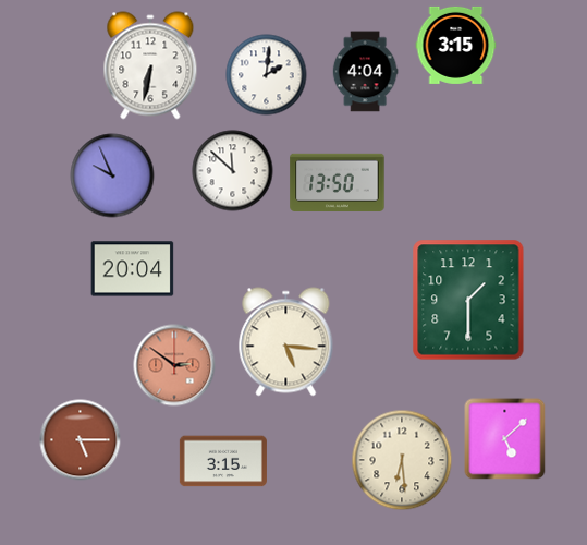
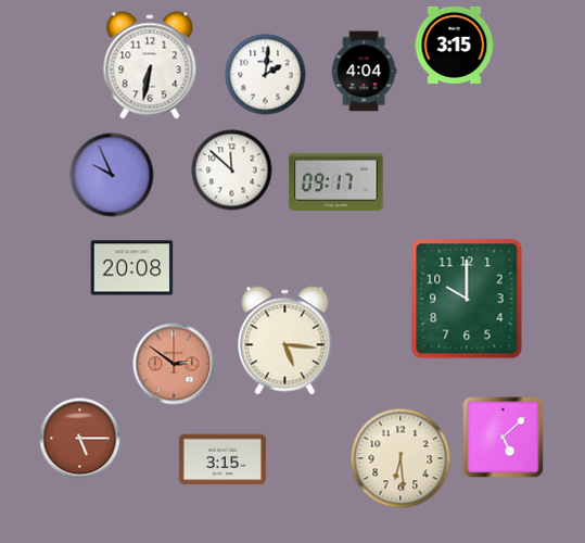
clock at (338, 182): 13:50 -> 09:17
clock at (133, 269): 20:04 -> 20:08
clock at (468, 300): 1:30 -> 10:00
